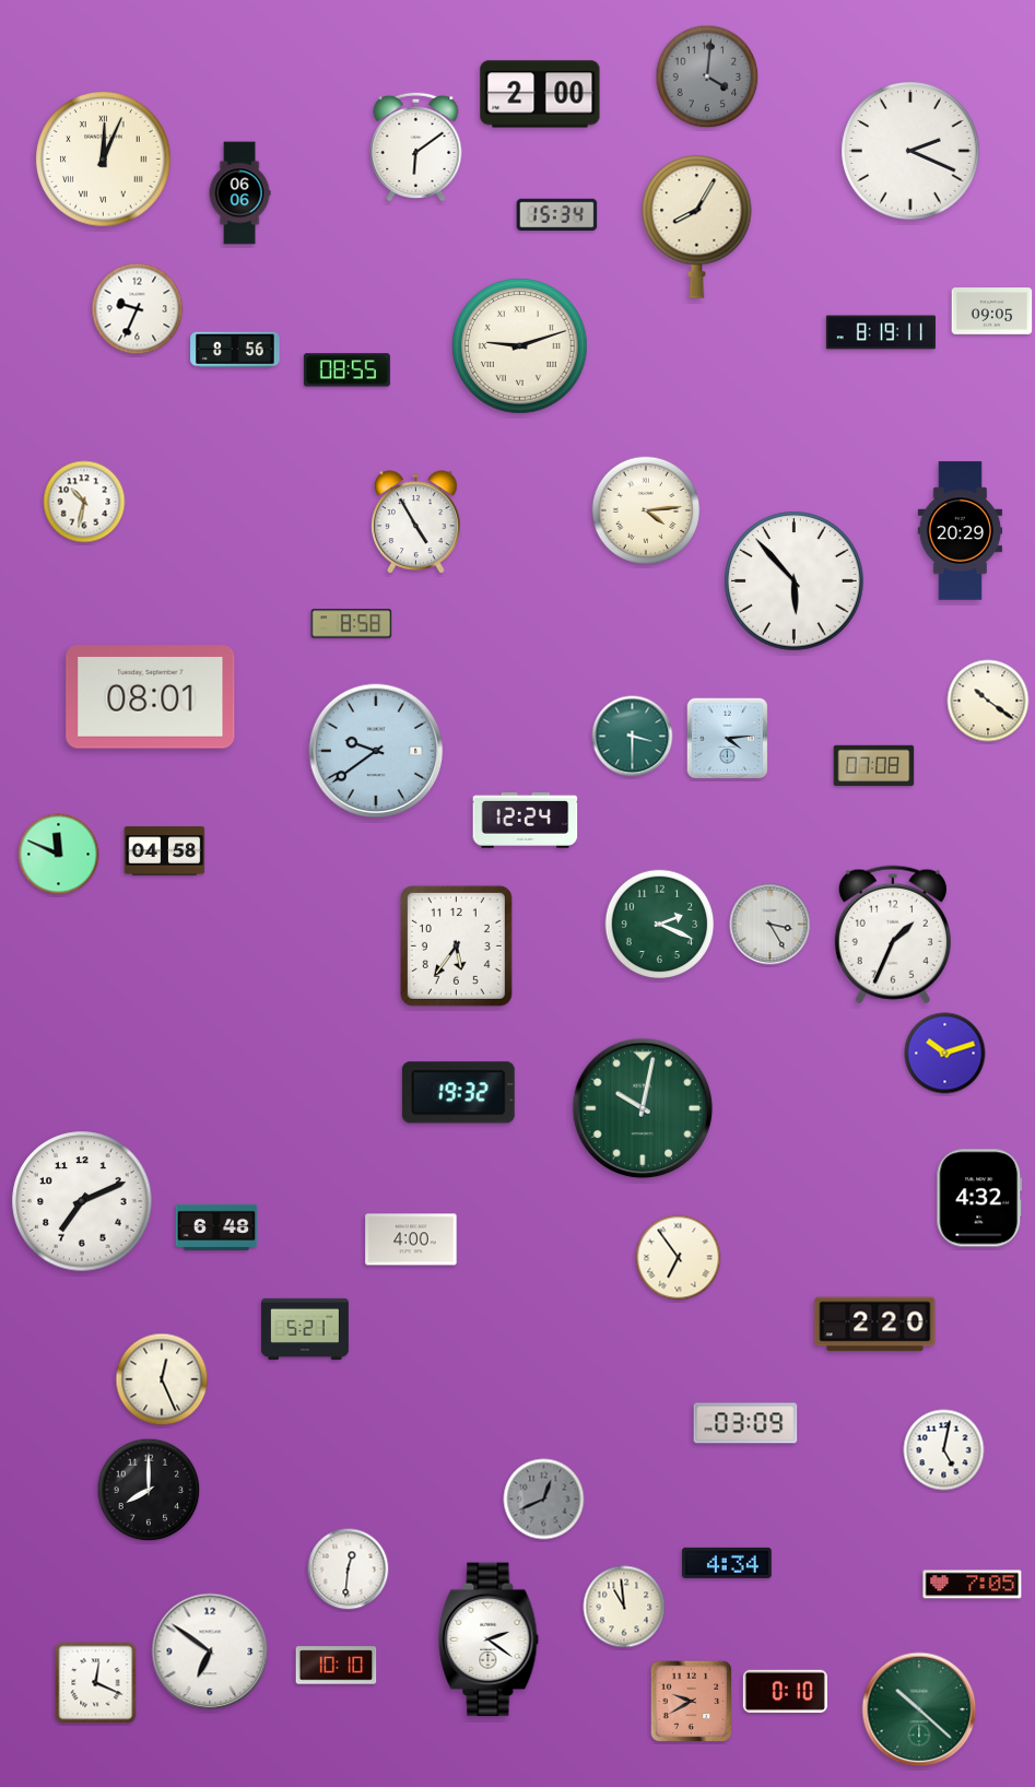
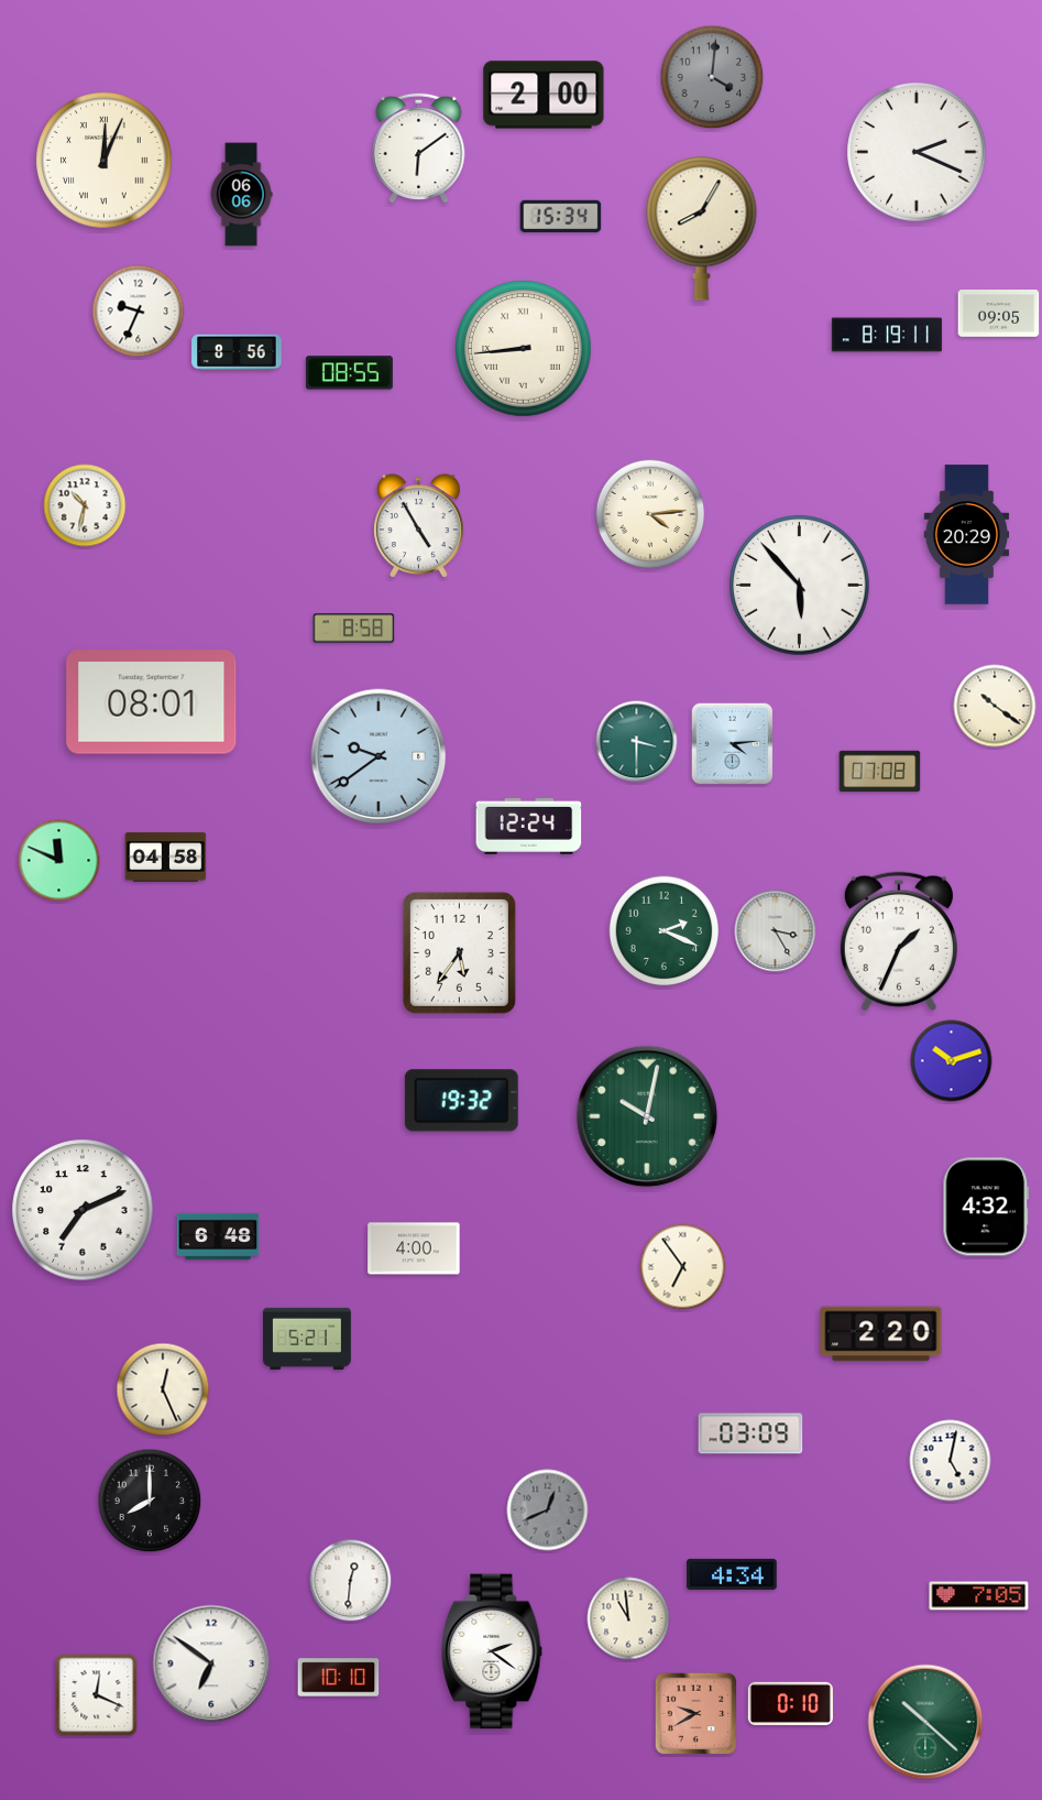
clock at (520, 346): 9:12 -> 8:44
